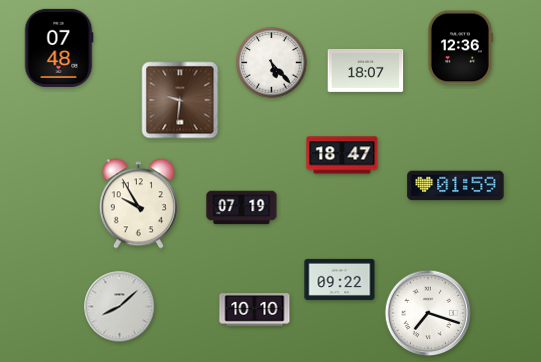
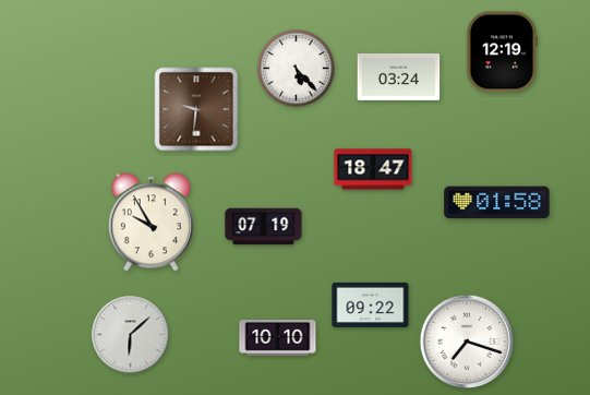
clock at (59, 48): 07:48 -> none
clock at (460, 48): 12:36 -> 12:19
clock at (366, 70): 18:07 -> 03:24
clock at (456, 186): 01:59 -> 01:58
clock at (120, 307): 8:08 -> 6:08
